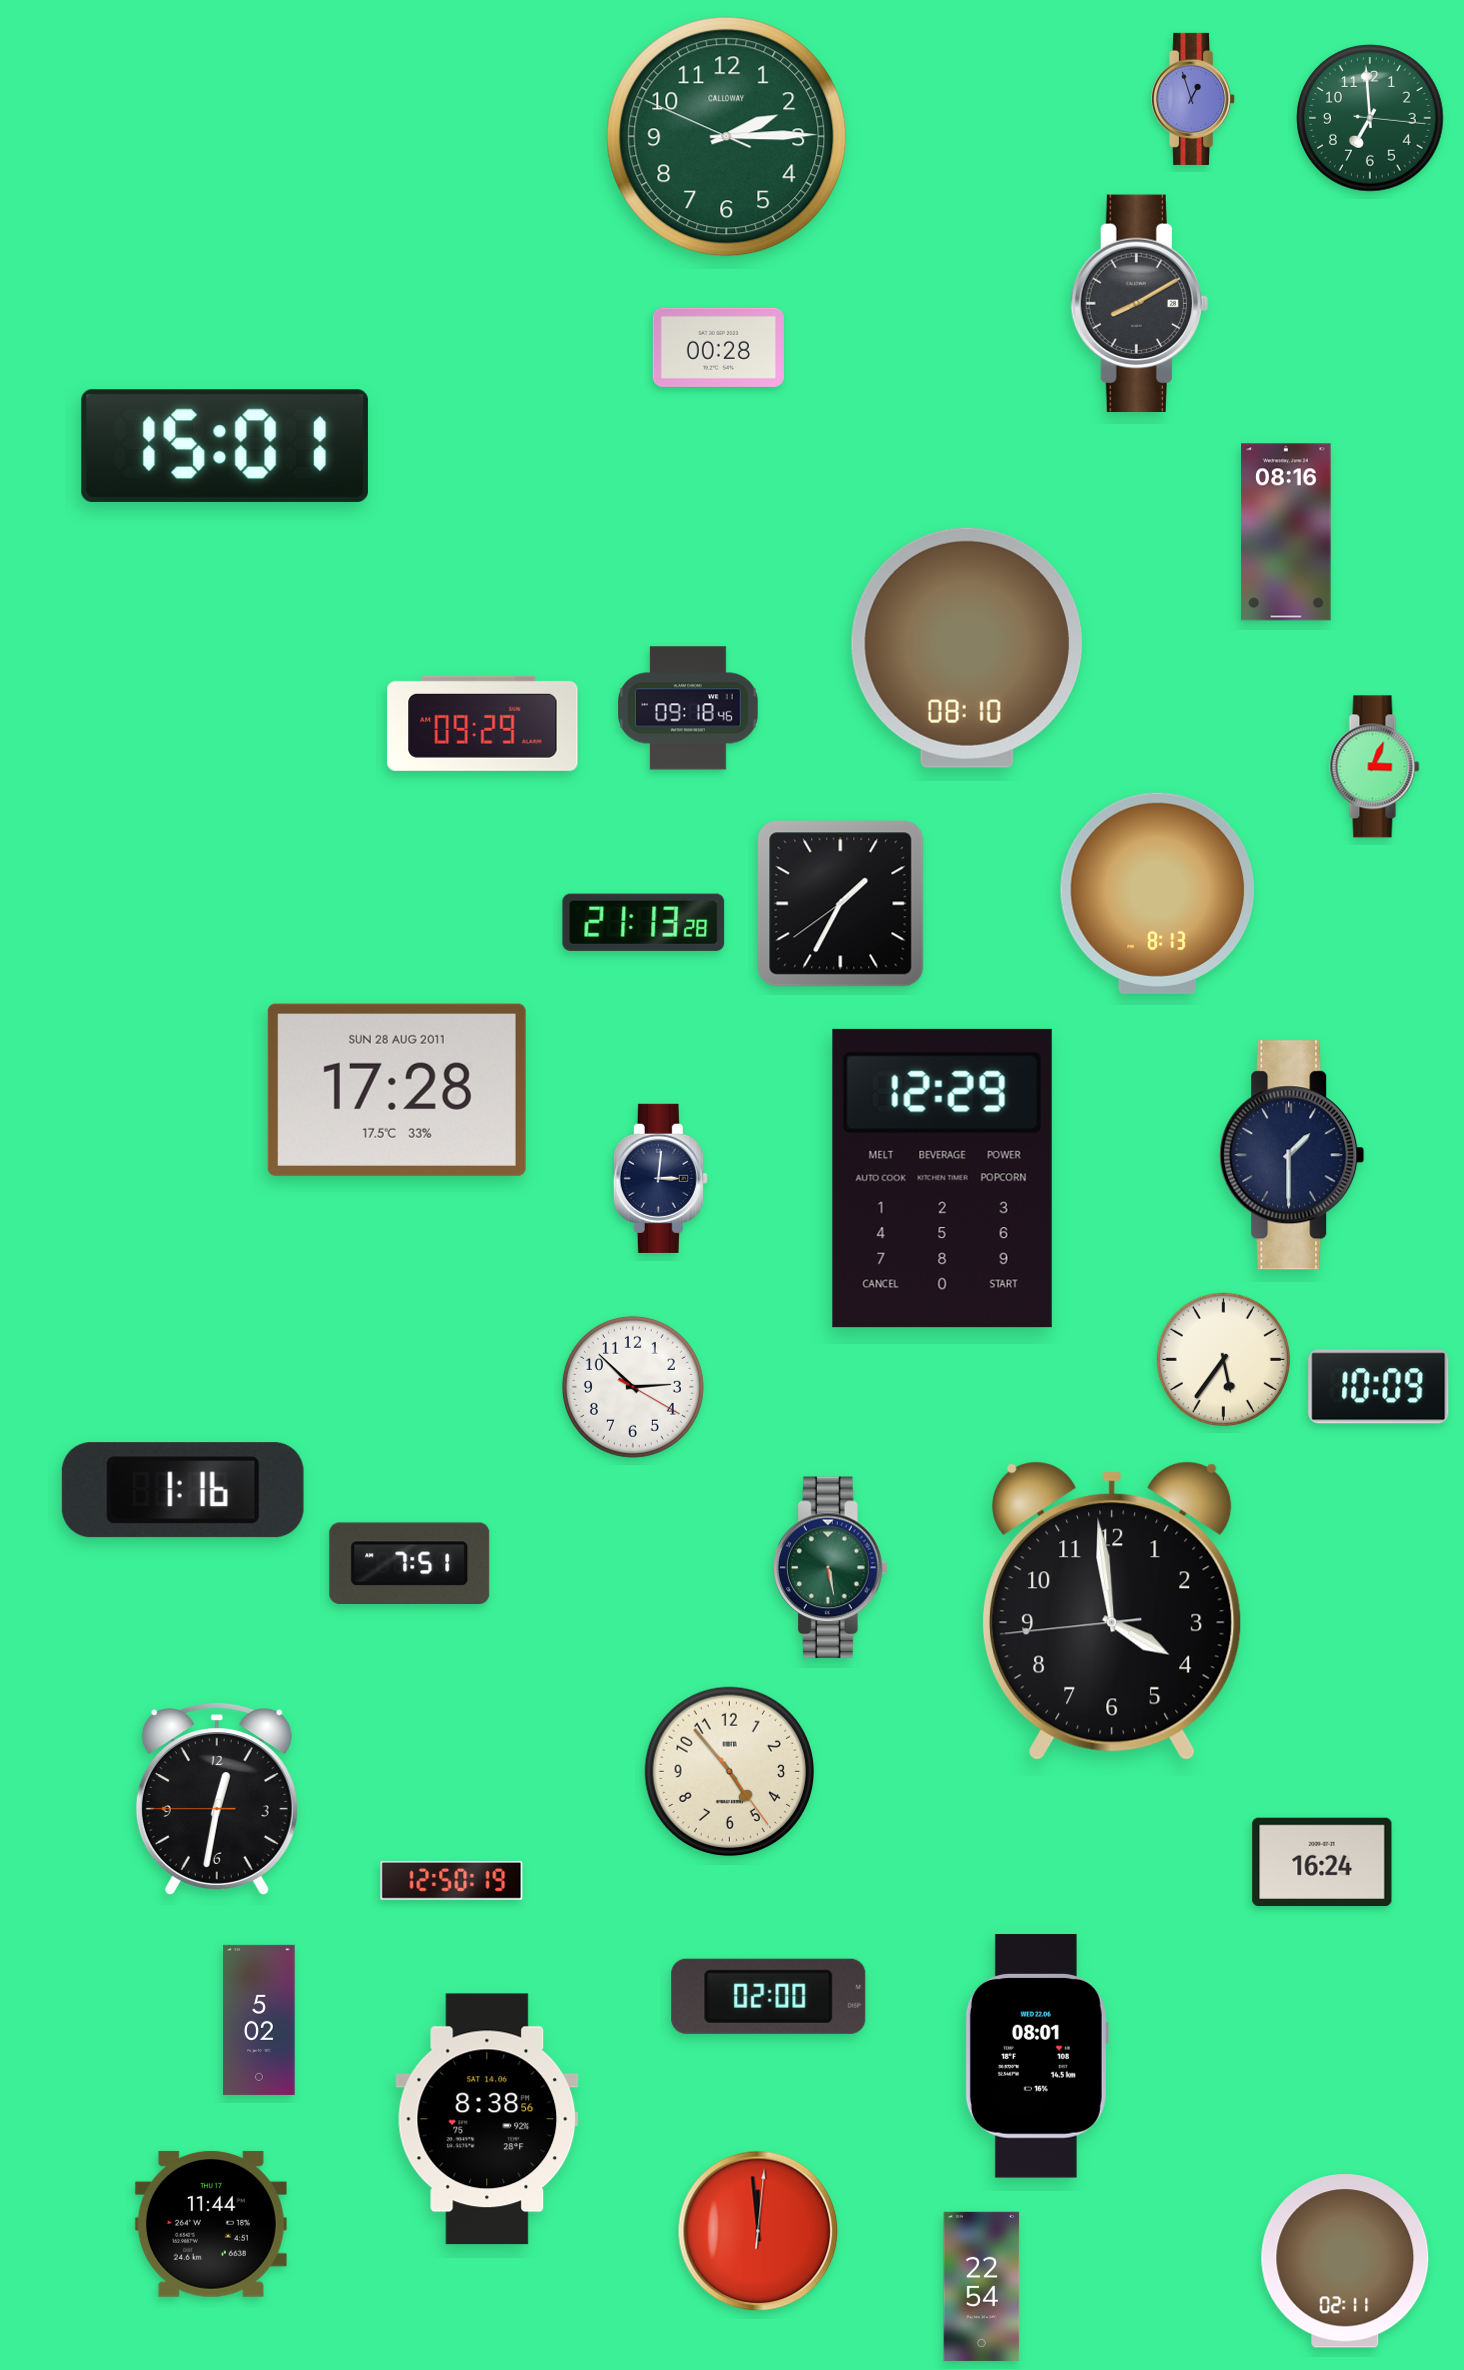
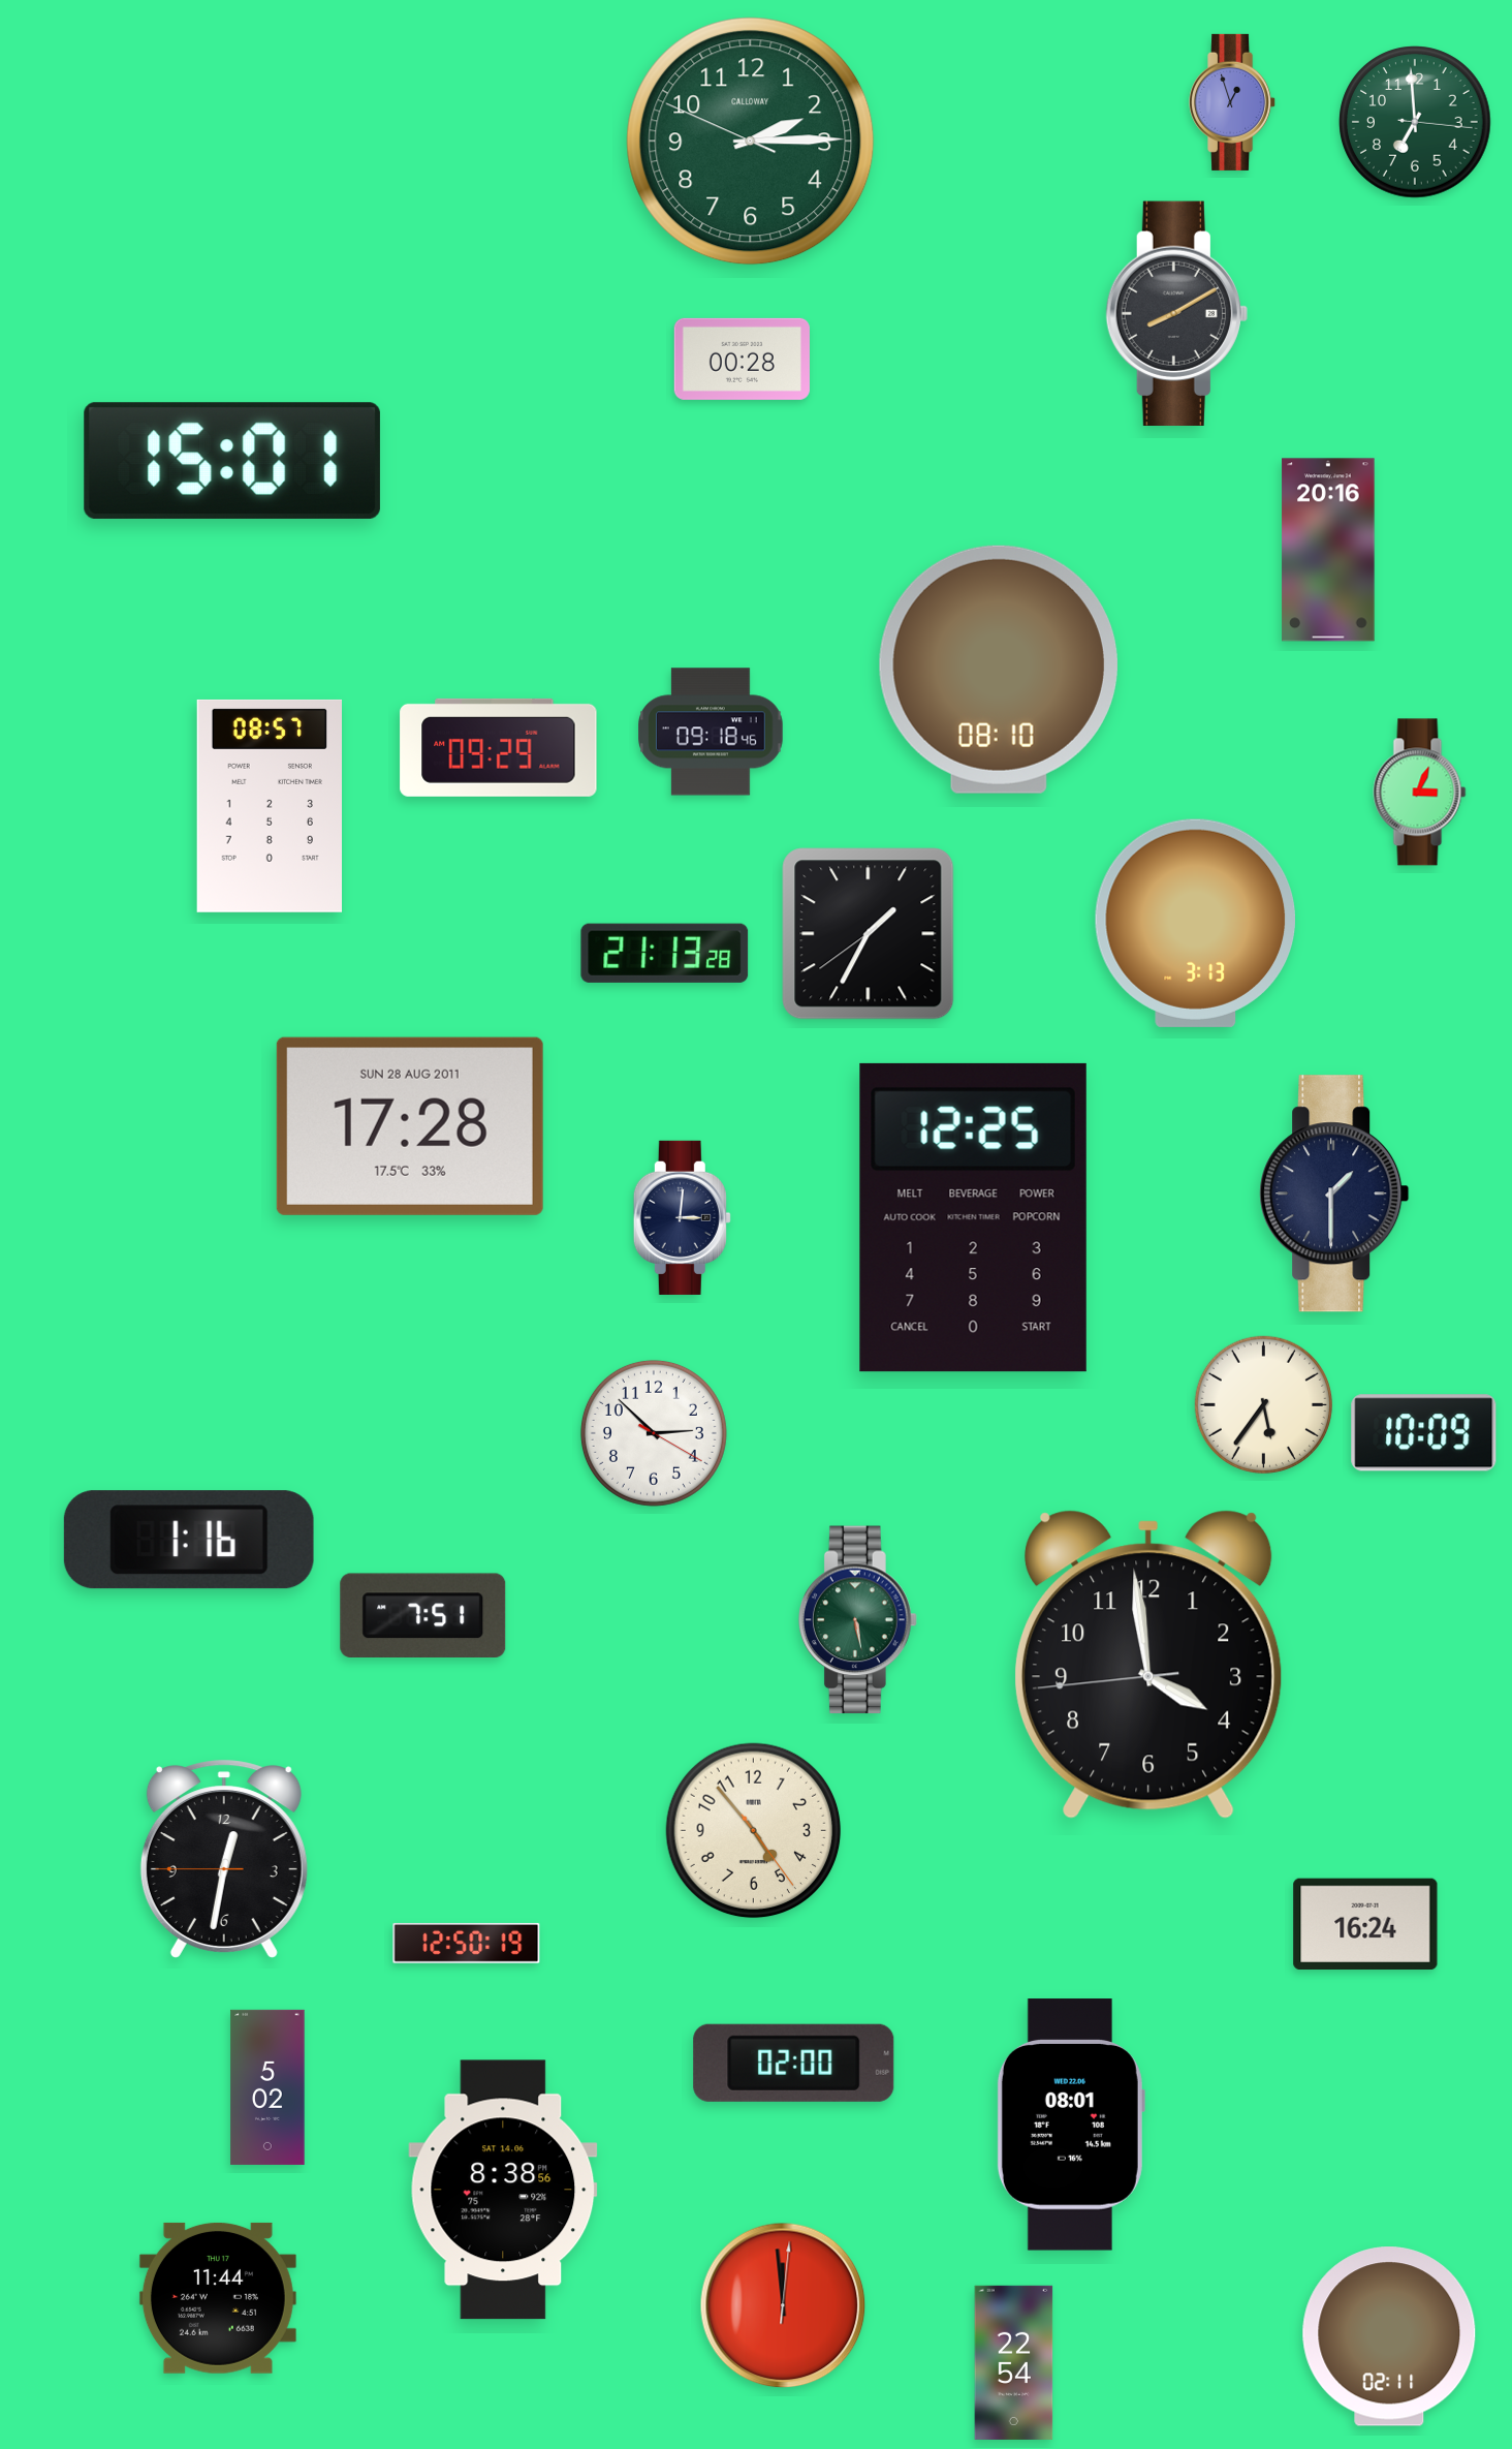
clock at (1286, 532): 08:16 -> 20:16
clock at (269, 806): none -> 08:57
clock at (1157, 893): 8:13 -> 3:13
clock at (942, 1178): 12:29 -> 12:25
